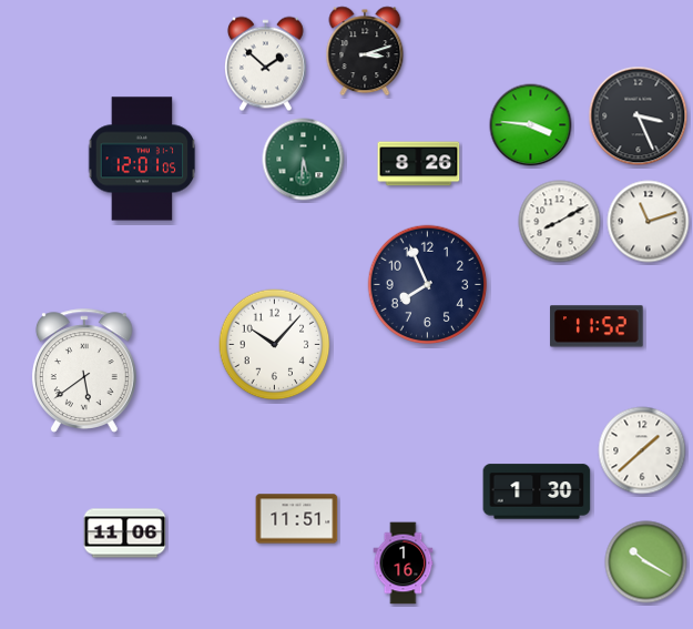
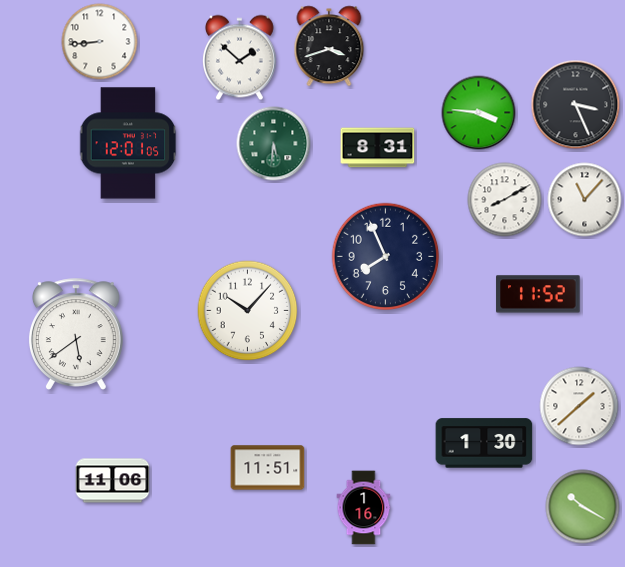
clock at (100, 42): none -> 8:44
clock at (365, 51): 3:12 -> 3:42
clock at (419, 164): 8:26 -> 8:31
clock at (649, 222): 11:12 -> 11:07
